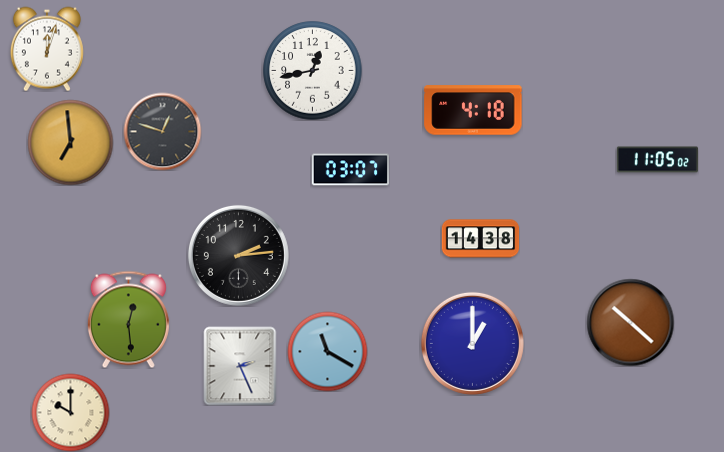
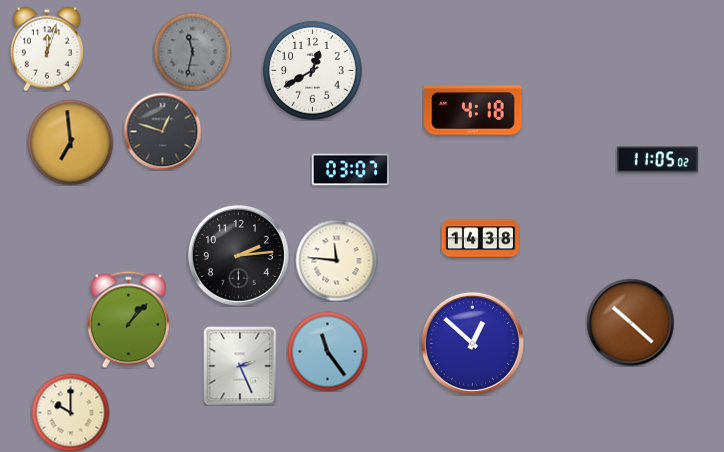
clock at (192, 51): none -> 11:32
clock at (313, 71): 12:43 -> 12:40
clock at (336, 260): none -> 11:46
clock at (128, 319): 12:29 -> 1:07
clock at (472, 343): 1:00 -> 12:52
clock at (327, 351): 11:20 -> 11:24
